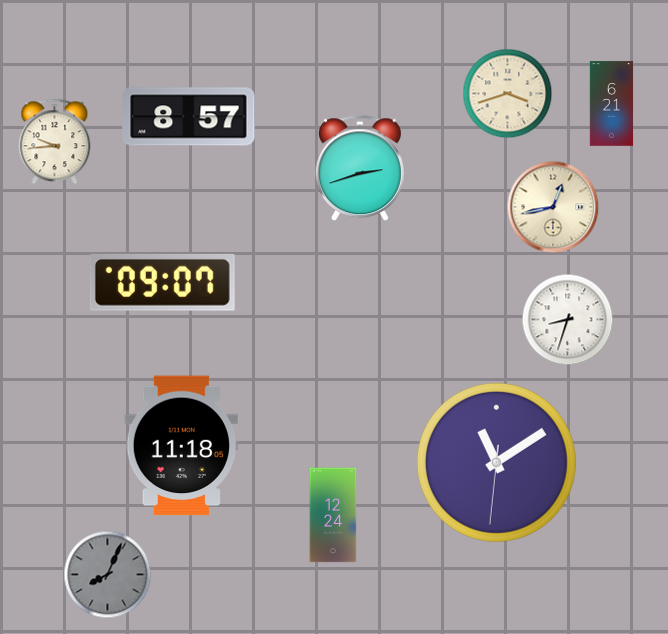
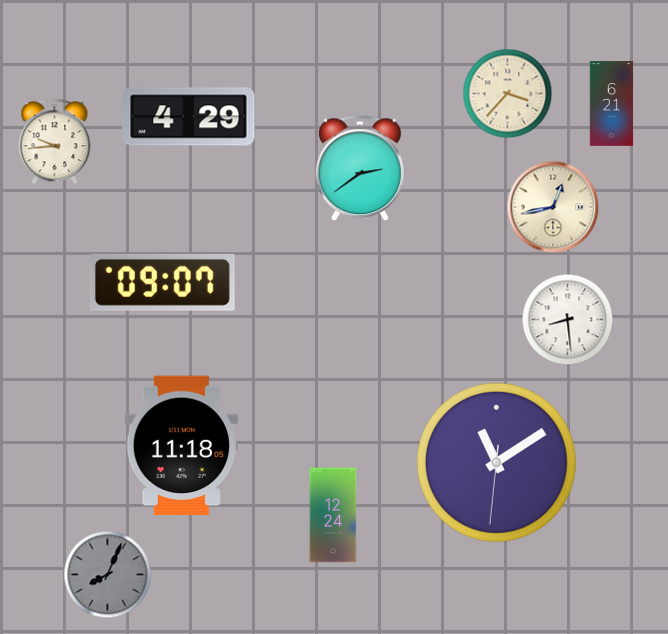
clock at (508, 94): 3:42 -> 3:37
clock at (189, 117): 8:57 -> 4:29
clock at (360, 169): 2:42 -> 2:39
clock at (568, 320): 8:33 -> 8:29
